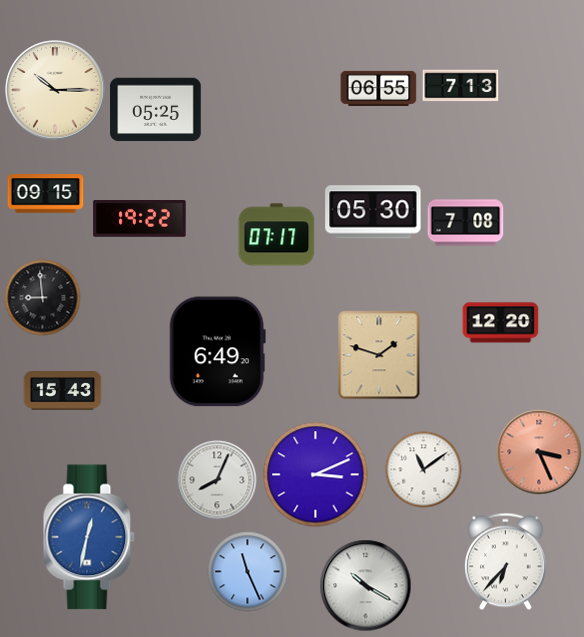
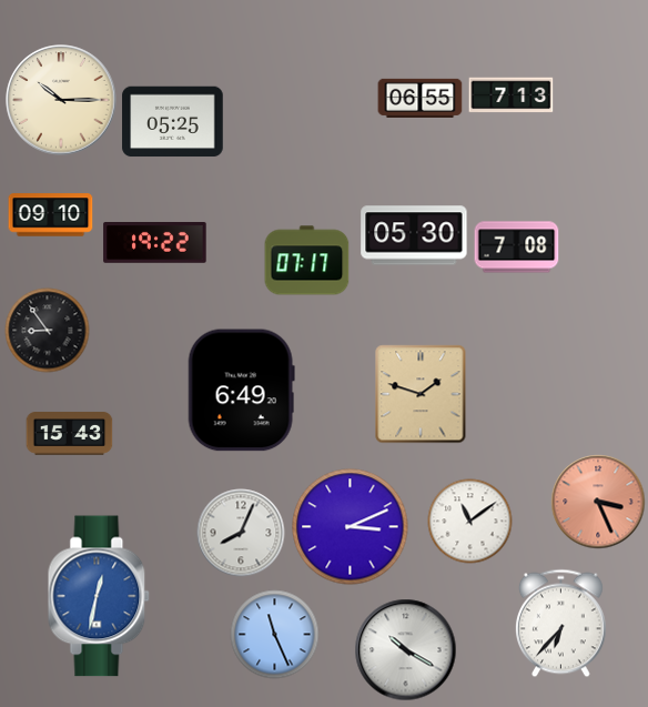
clock at (46, 194): 09:15 -> 09:10
clock at (43, 298): 8:59 -> 8:54
clock at (501, 323): 12:20 -> none
